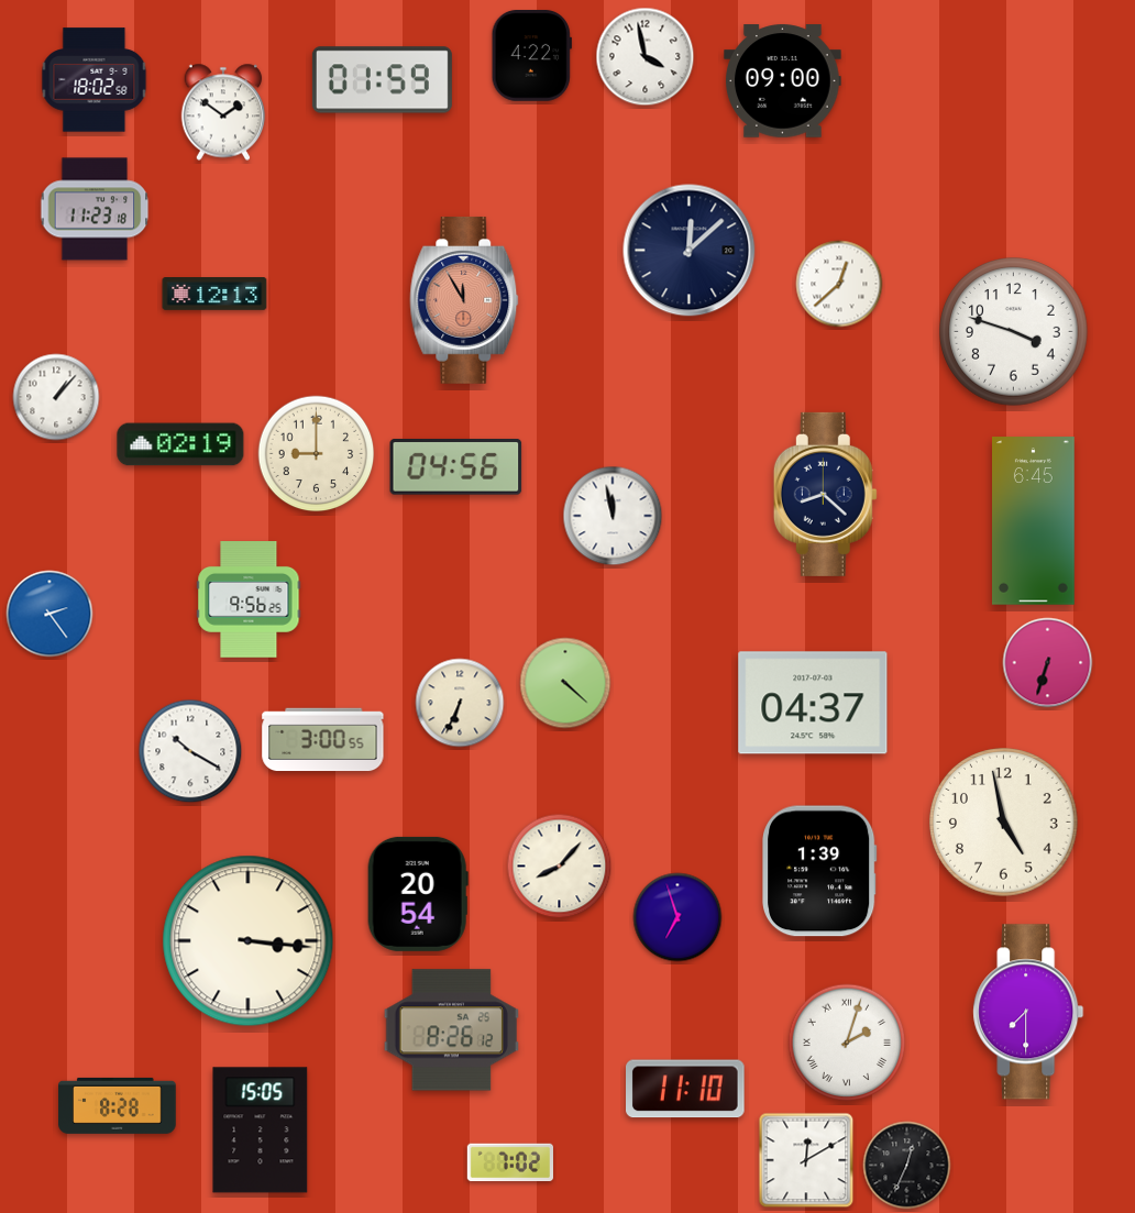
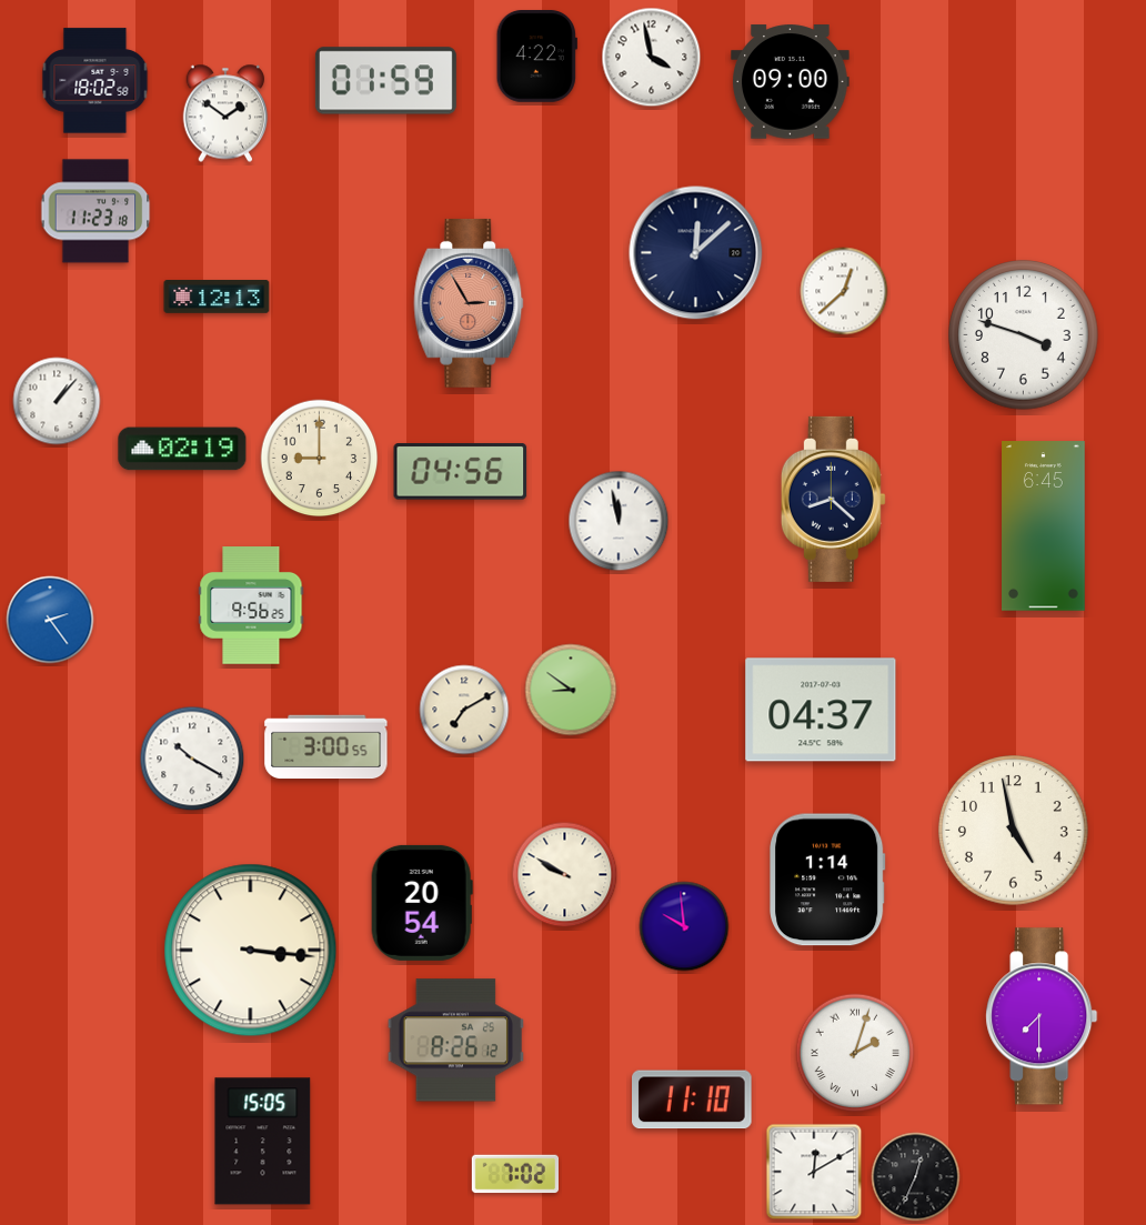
clock at (839, 284) position: (839, 284) -> (844, 291)
clock at (464, 300): 11:55 -> 2:55
clock at (1048, 663): 6:33 -> none
clock at (565, 683): 4:22 -> 8:51
clock at (460, 703): 6:34 -> 7:10
clock at (560, 867): 8:07 -> 9:50
clock at (820, 871): 1:39 -> 1:14
clock at (677, 917): 6:57 -> 9:59
clock at (1028, 1012) position: (1028, 1012) -> (1042, 1016)
clock at (118, 1105): 8:28 -> none
